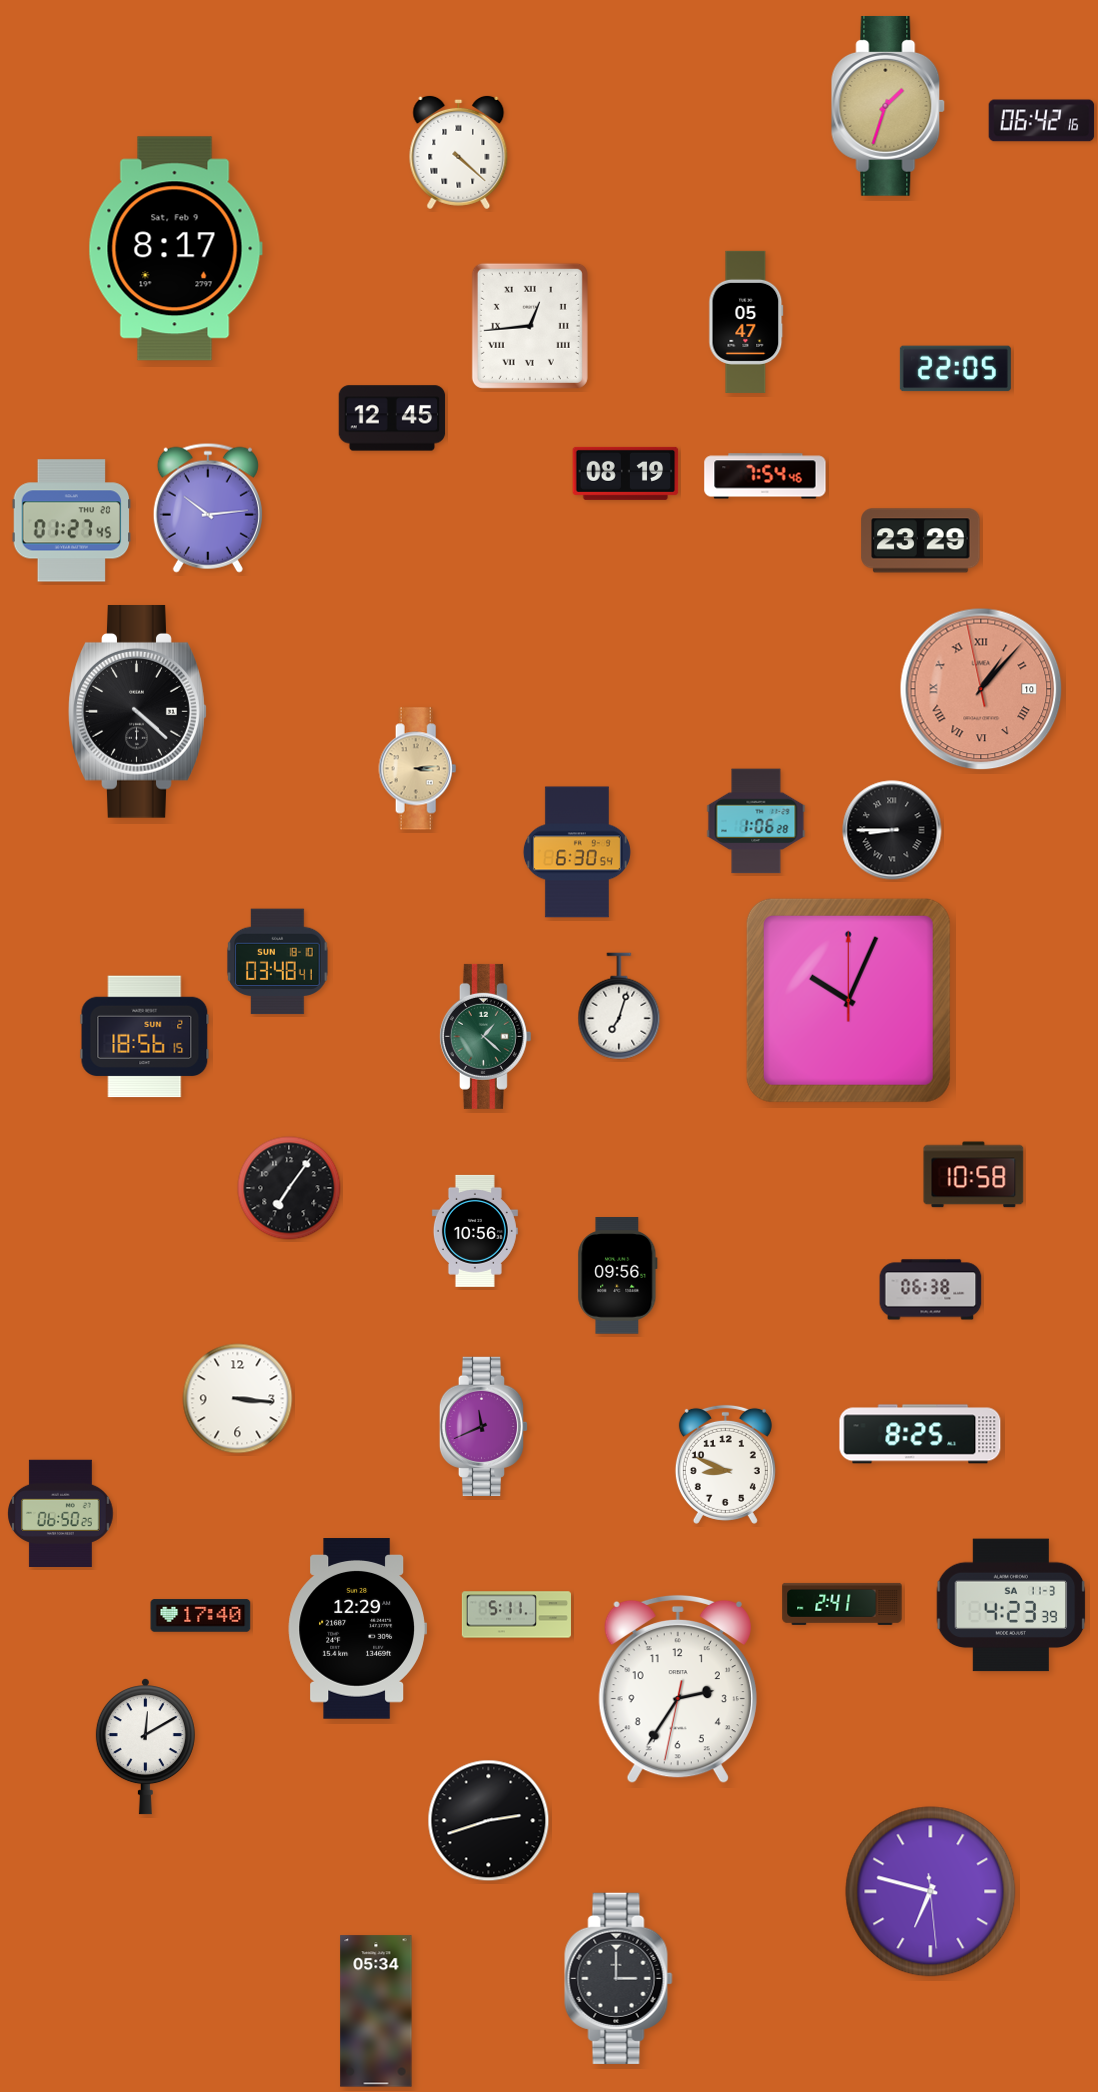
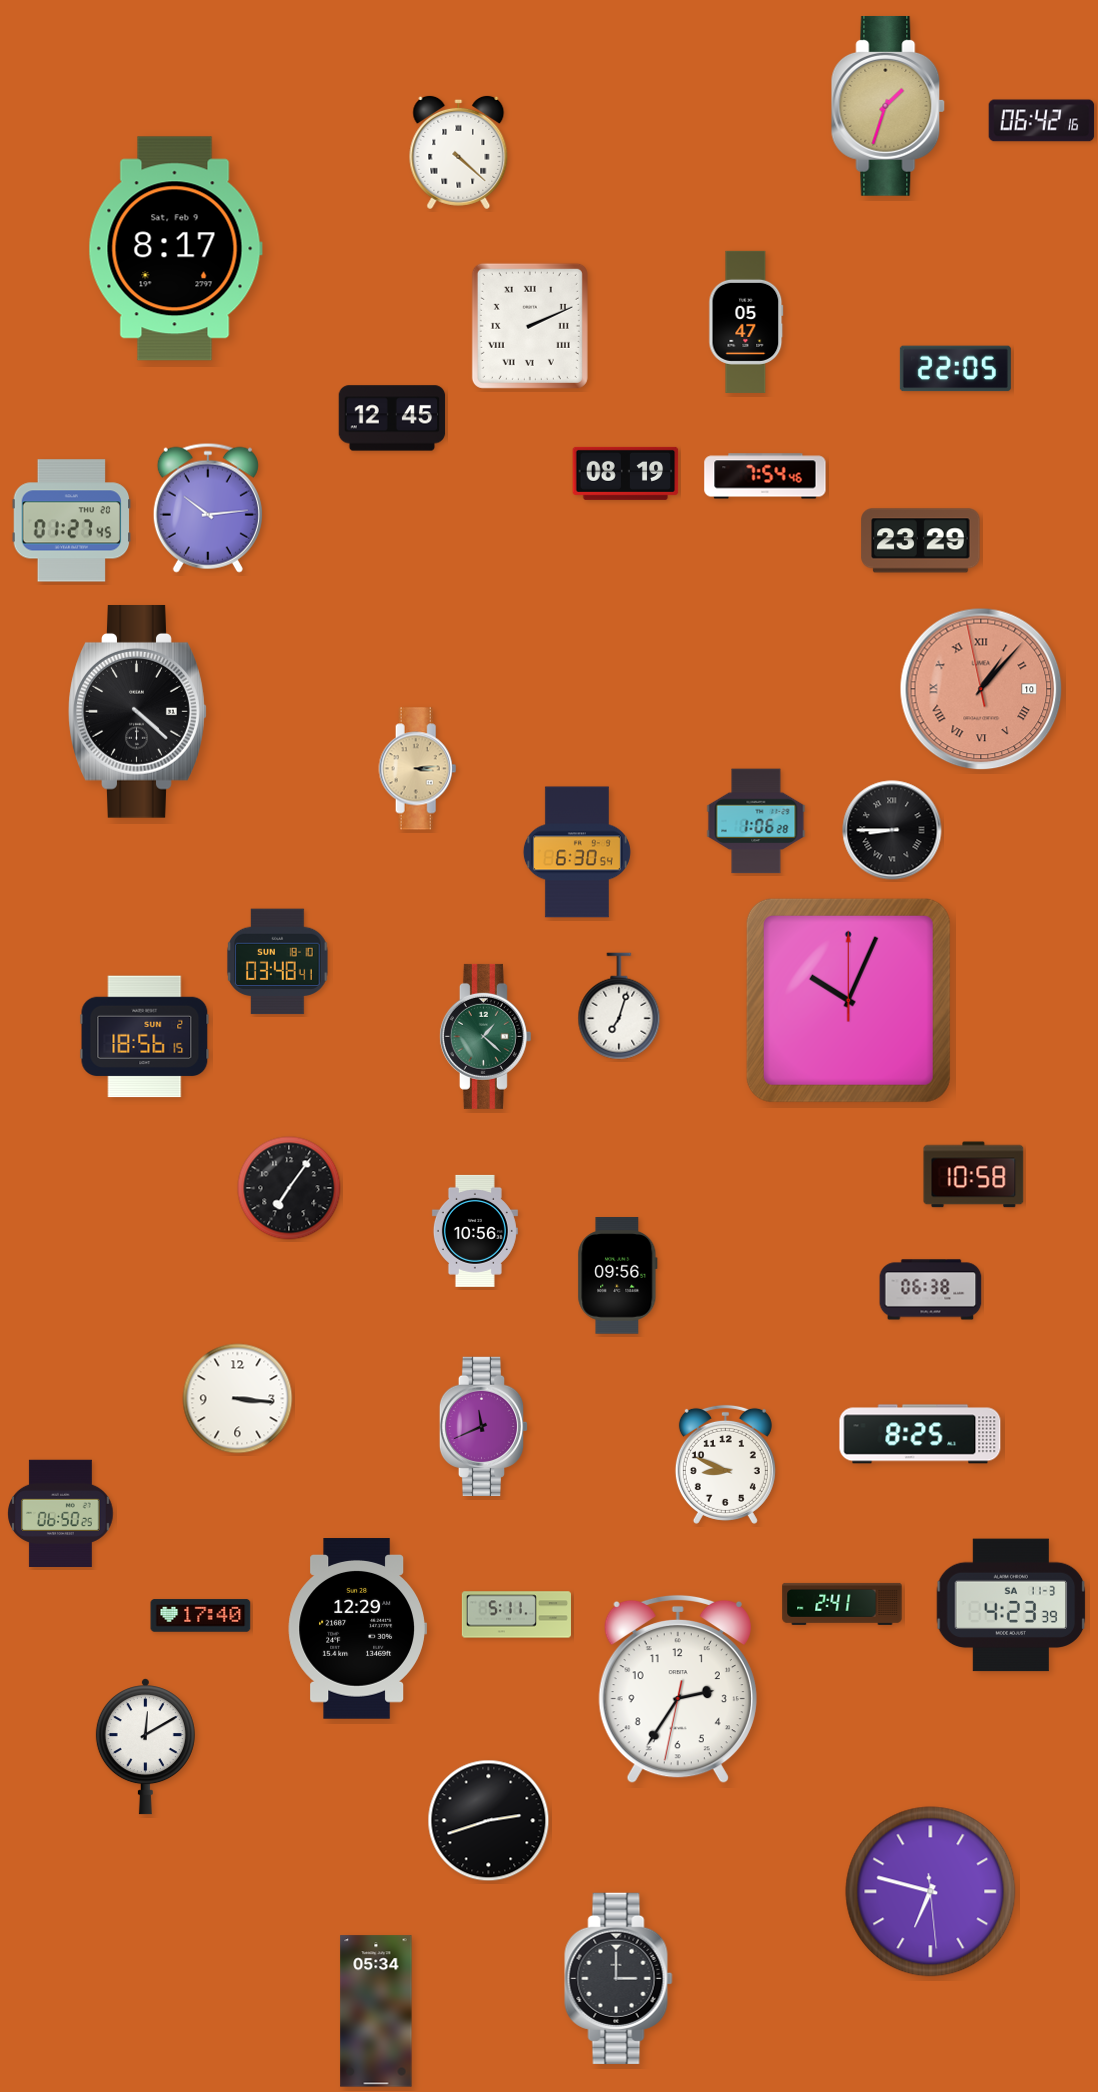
clock at (530, 326): 12:44 -> 2:11
